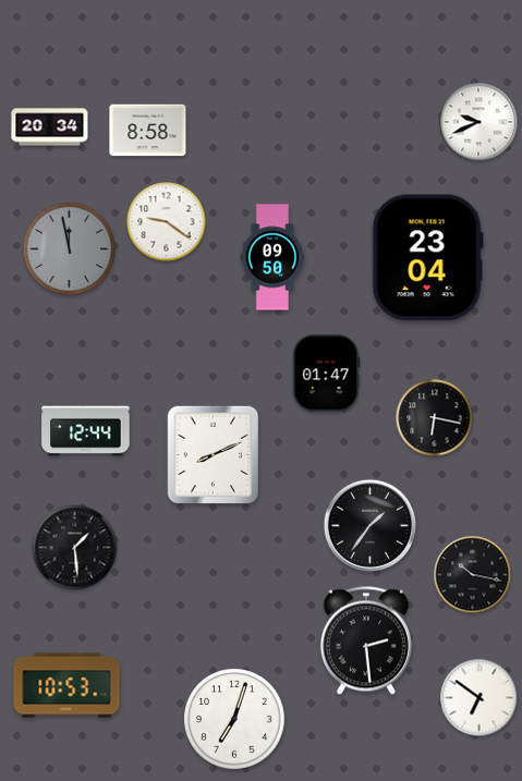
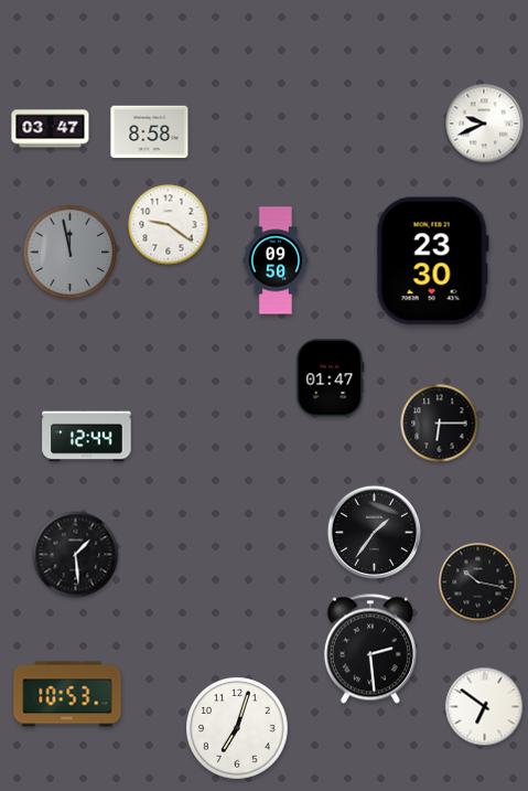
clock at (50, 127): 20:34 -> 03:47
clock at (427, 258): 23:04 -> 23:30
clock at (435, 418): 6:17 -> 6:15
clock at (214, 455): 8:11 -> none
